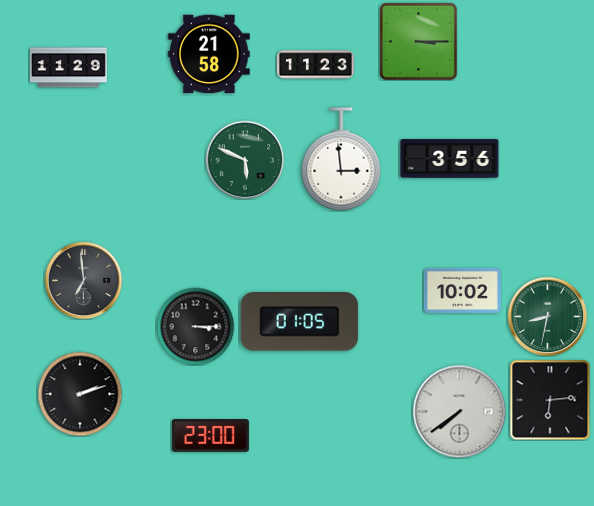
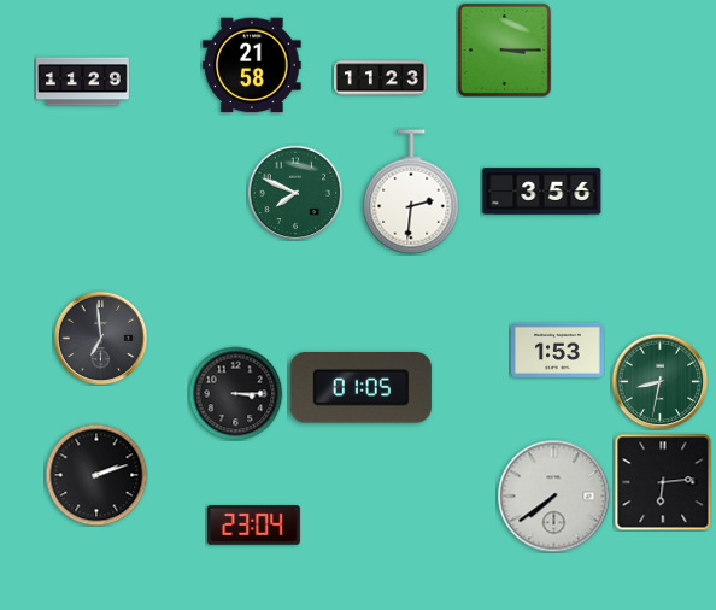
clock at (341, 159): 2:59 -> 2:31
clock at (245, 160): 5:49 -> 7:49
clock at (462, 290): 10:02 -> 1:53
clock at (210, 436): 23:00 -> 23:04
